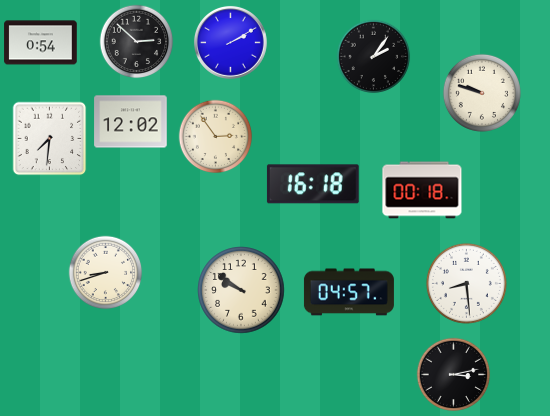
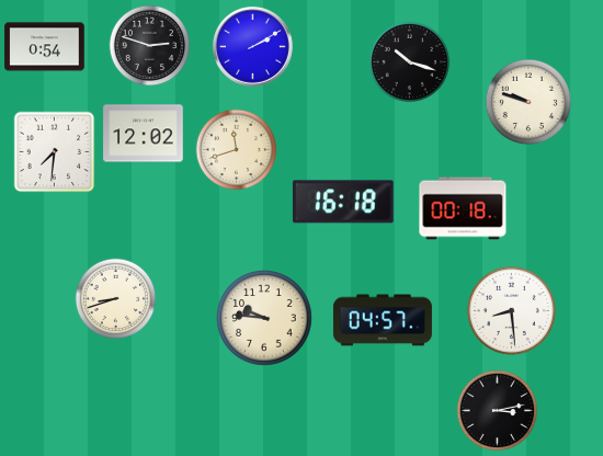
clock at (137, 42): 2:52 -> 2:48
clock at (374, 57): 2:06 -> 10:18
clock at (216, 137): 2:54 -> 11:42
clock at (241, 290): 9:51 -> 9:46
